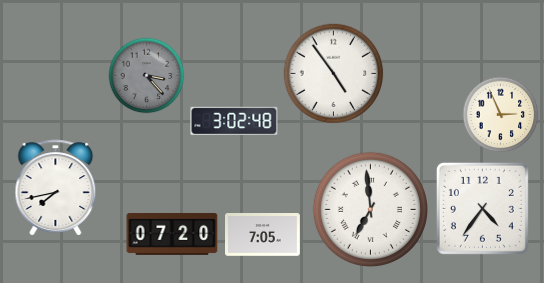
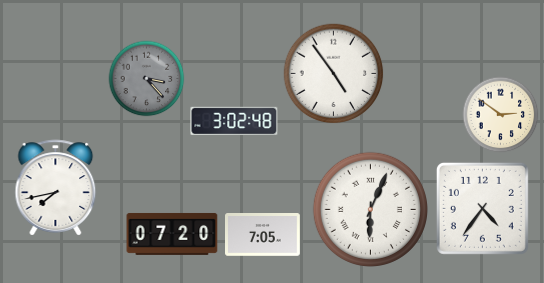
clock at (147, 76) position: (147, 76) -> (147, 79)
clock at (501, 115): 2:56 -> 2:51
clock at (370, 209): 6:59 -> 6:04
